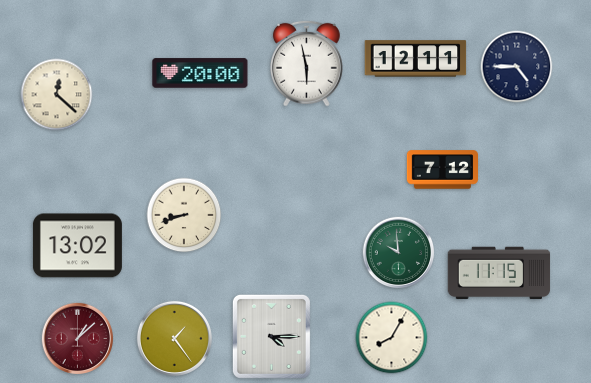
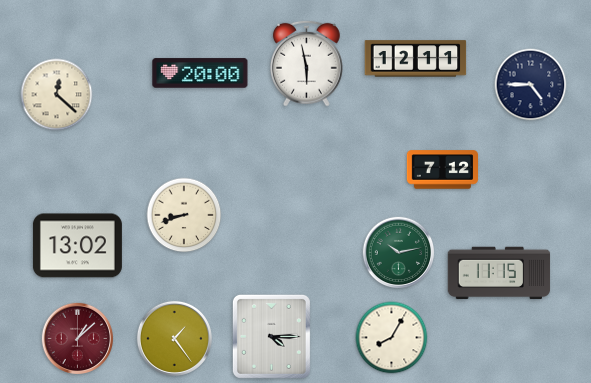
clock at (517, 67) position: (517, 67) -> (531, 85)
clock at (398, 252): 9:59 -> 10:13
